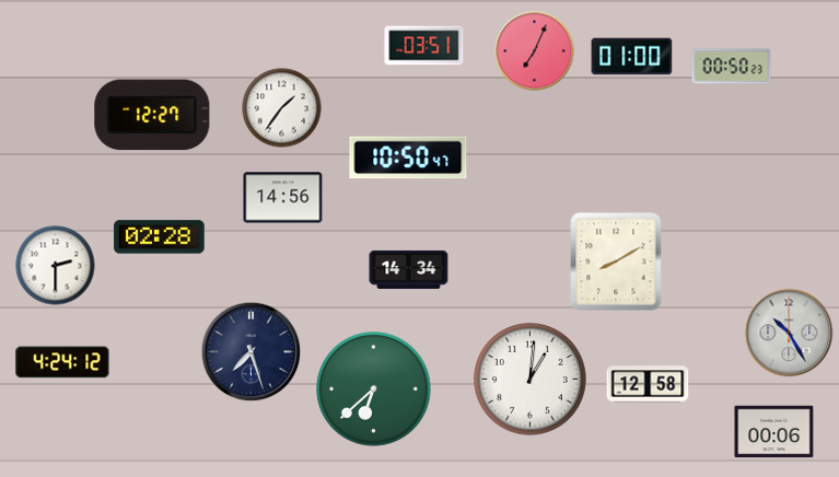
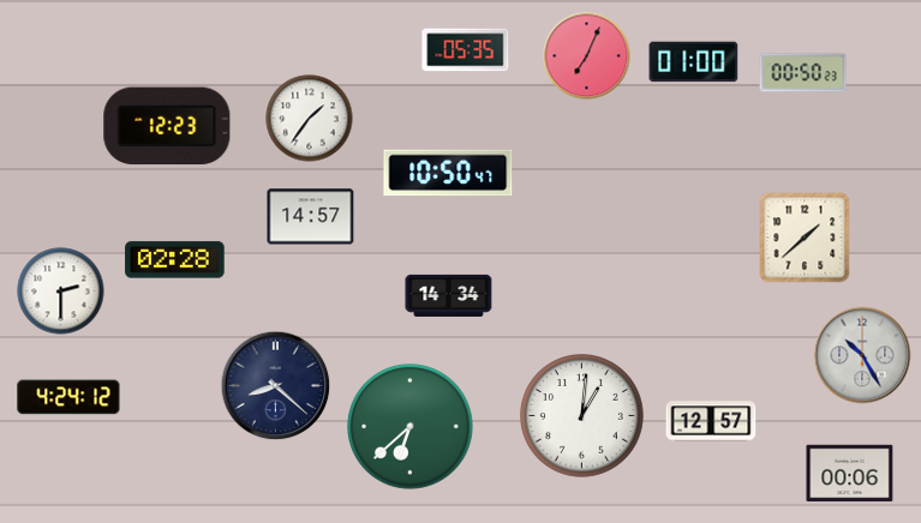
clock at (424, 46): 03:51 -> 05:35
clock at (152, 115): 12:27 -> 12:23
clock at (283, 198): 14:56 -> 14:57
clock at (805, 238): none -> 1:38
clock at (616, 261): 8:10 -> none
clock at (789, 333) position: (789, 333) -> (862, 355)
clock at (252, 352): 7:27 -> 8:22
clock at (648, 384): 12:58 -> 12:57
